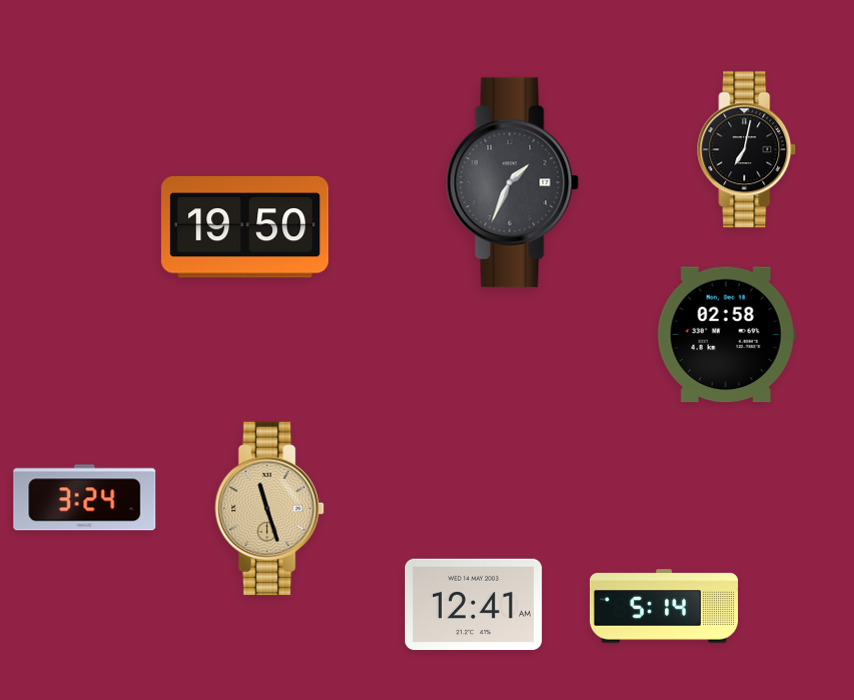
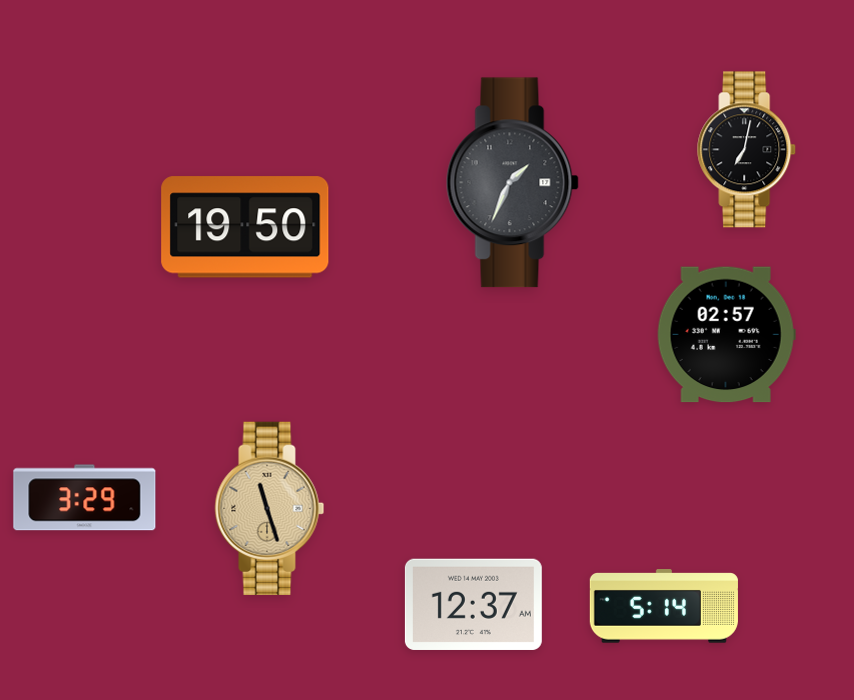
clock at (726, 335): 02:58 -> 02:57
clock at (85, 498): 3:24 -> 3:29
clock at (473, 604): 12:41 -> 12:37
